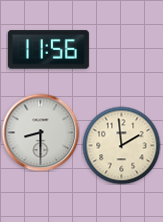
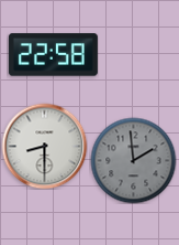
clock at (48, 50): 11:56 -> 22:58
clock at (121, 145) dial: cream -> grey
